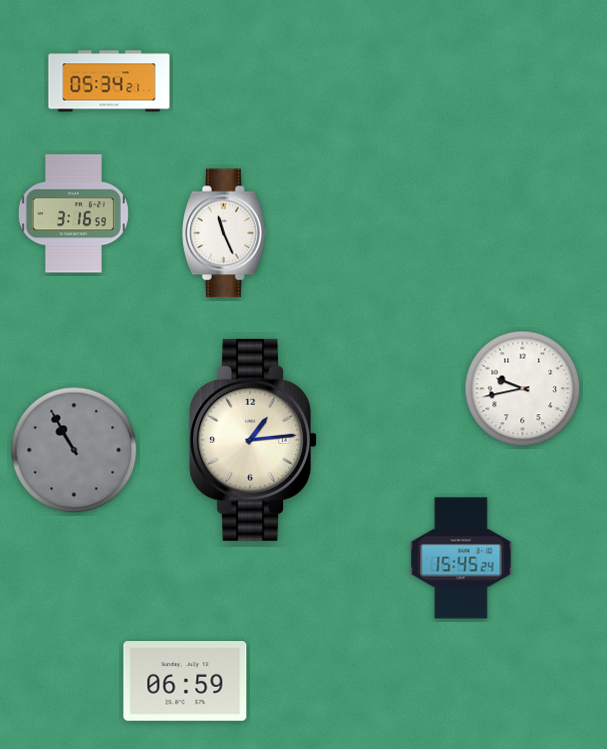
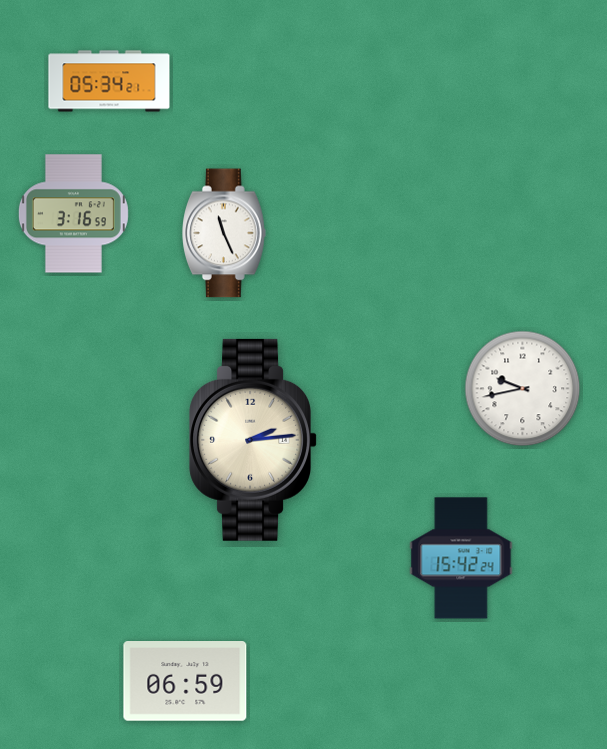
clock at (253, 440): 1:14 -> 2:14
clock at (74, 450): 10:55 -> none
clock at (461, 558): 15:45 -> 15:42
